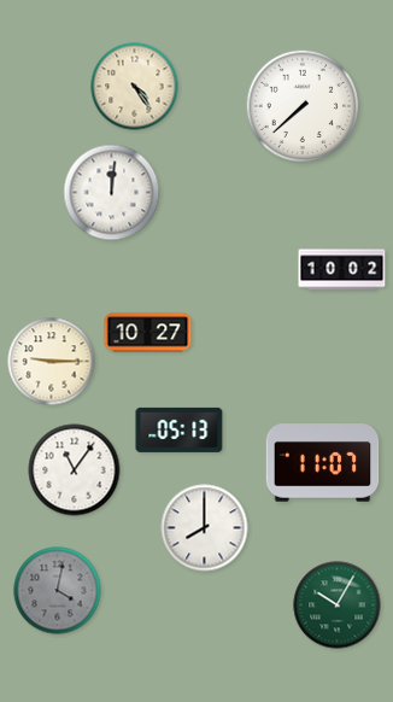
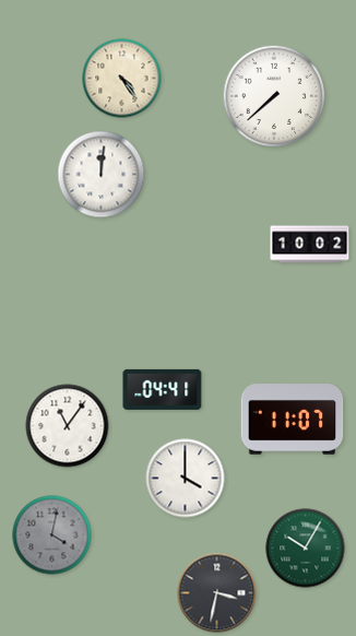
clock at (148, 333): 10:27 -> none
clock at (52, 362): 9:15 -> none
clock at (180, 429): 05:13 -> 04:41
clock at (205, 528): 8:00 -> 4:00
clock at (217, 593): none -> 3:32
